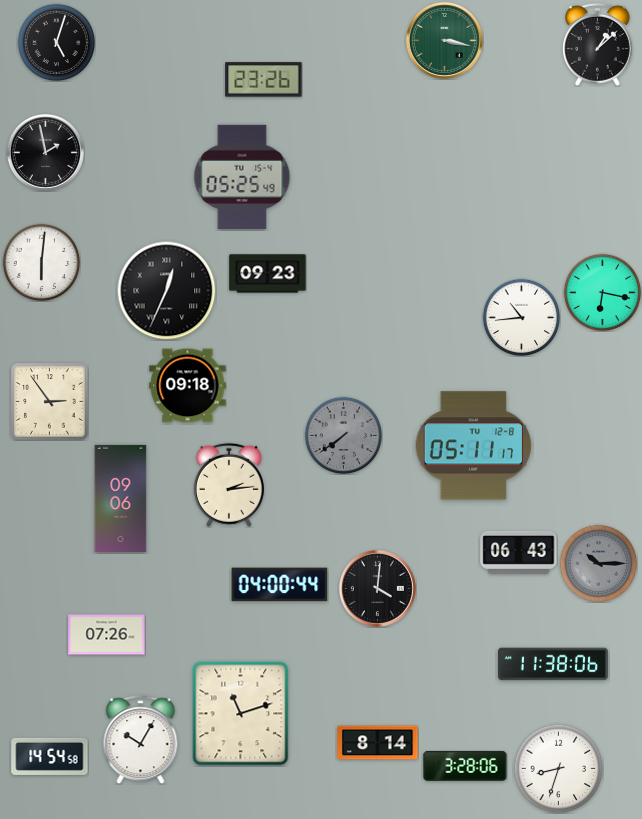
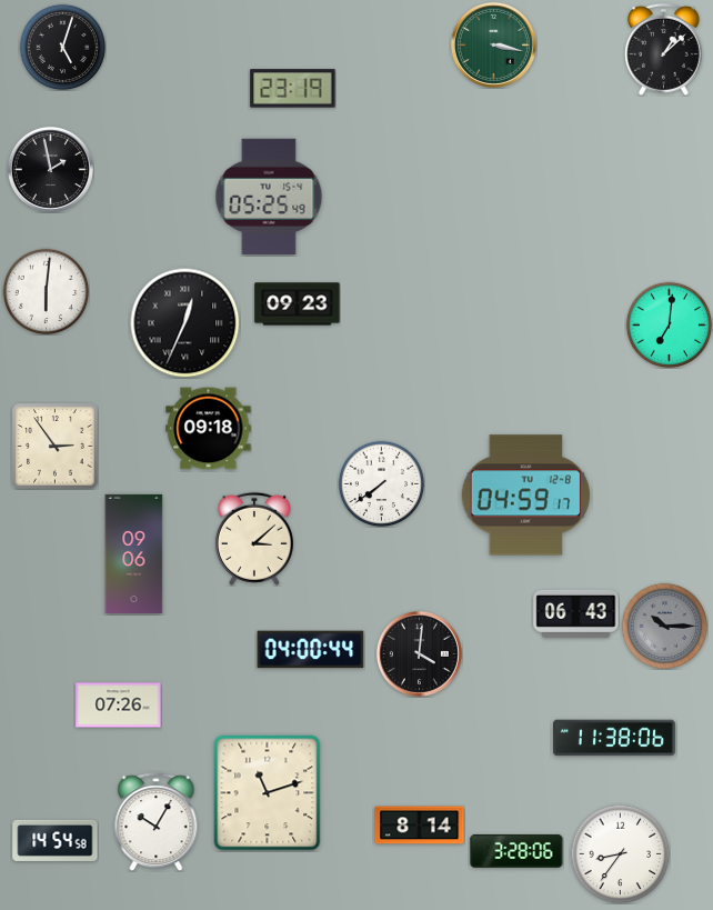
clock at (264, 80): 23:26 -> 23:19
clock at (602, 292): 6:17 -> 7:01
clock at (521, 317): 10:44 -> none
clock at (343, 435) dial: grey -> white
clock at (474, 446): 05:11 -> 04:59
clock at (229, 485): 2:14 -> 3:08
clock at (558, 768): 8:33 -> 8:36
